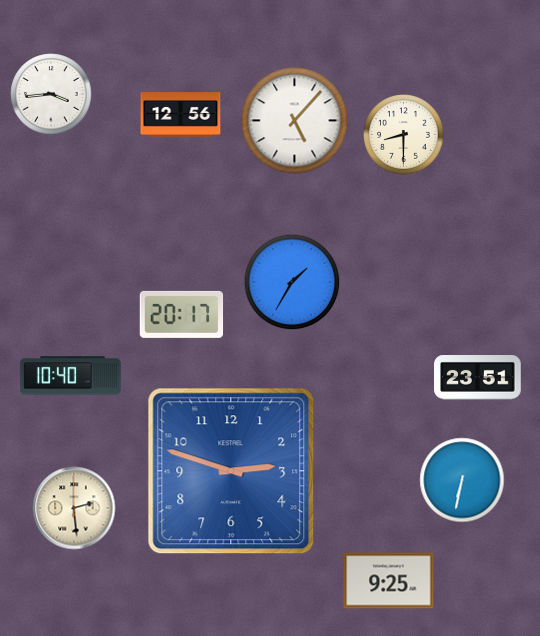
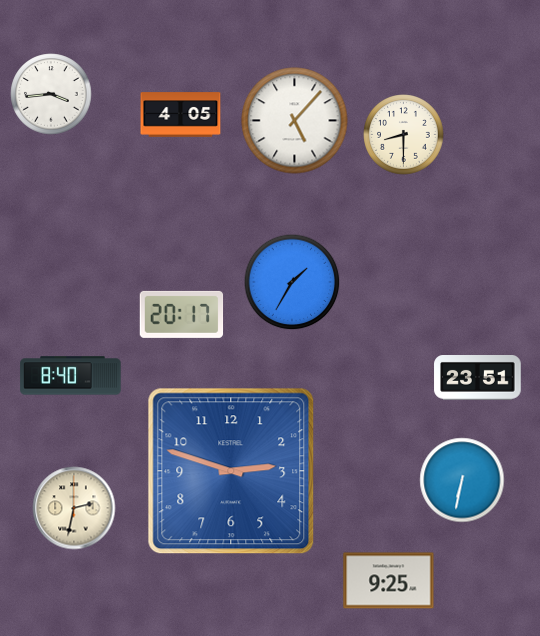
clock at (181, 115): 12:56 -> 4:05
clock at (71, 376): 10:40 -> 8:40
clock at (74, 508): 2:29 -> 2:32
